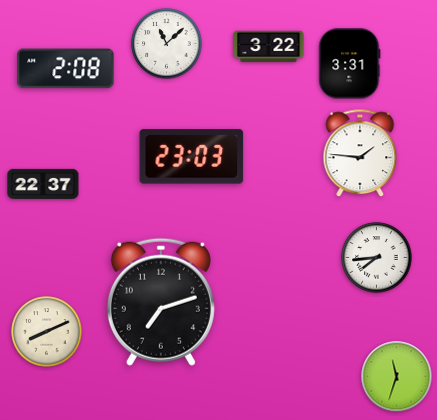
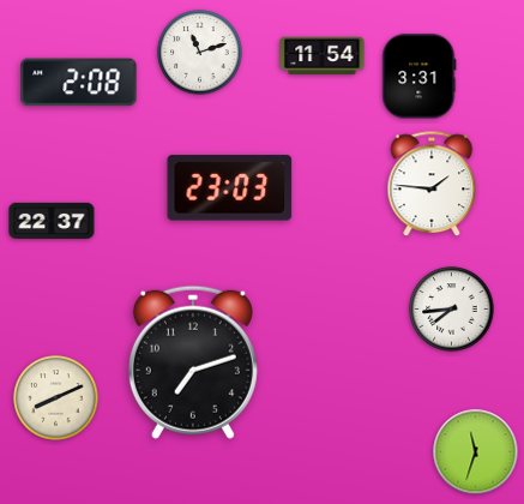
clock at (167, 44): 11:08 -> 11:12
clock at (269, 47): 3:22 -> 11:54
